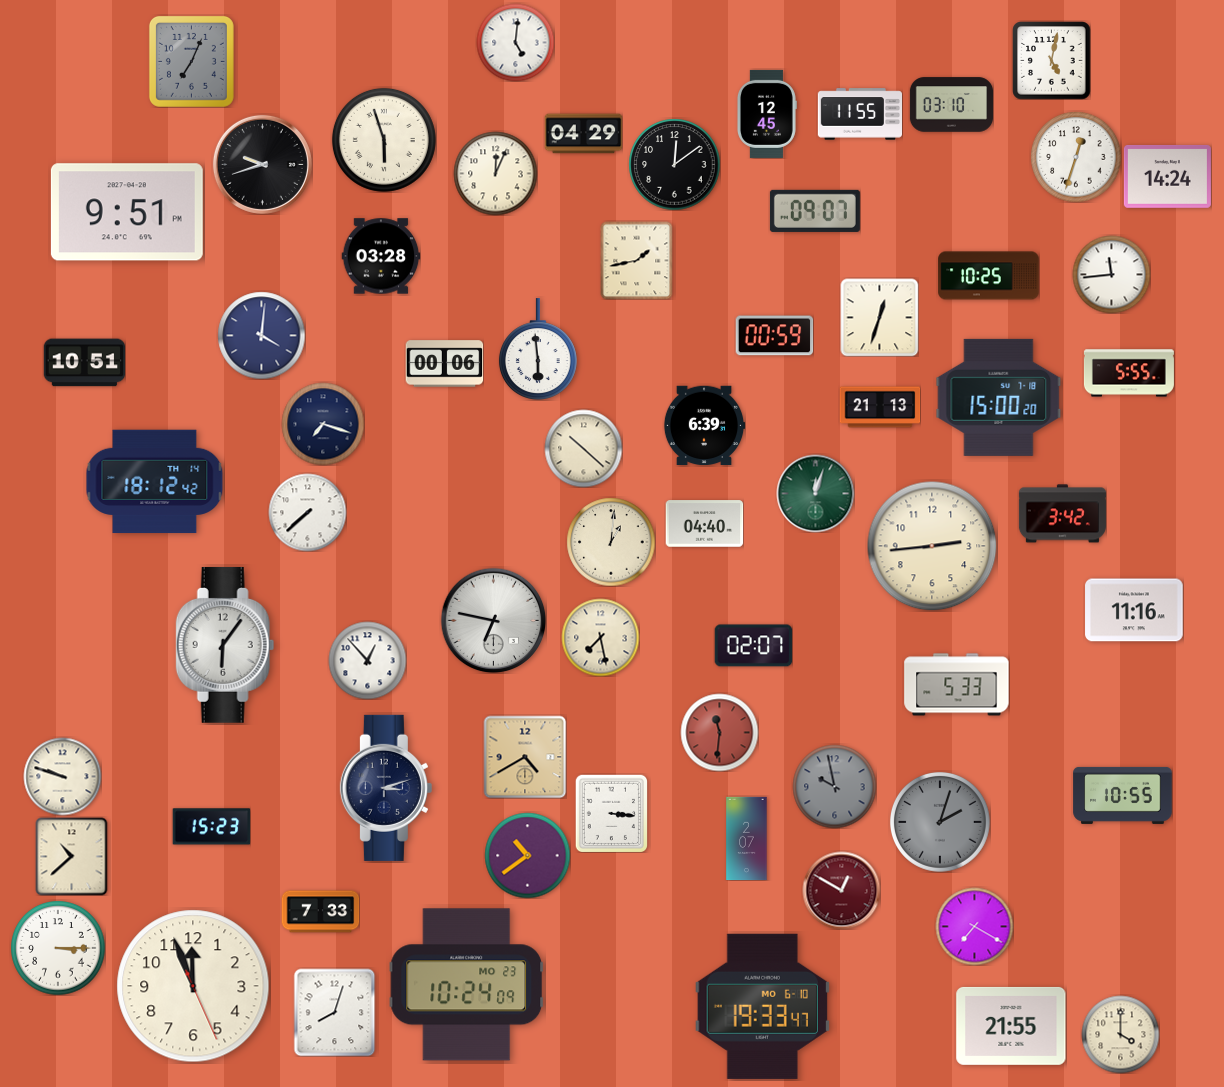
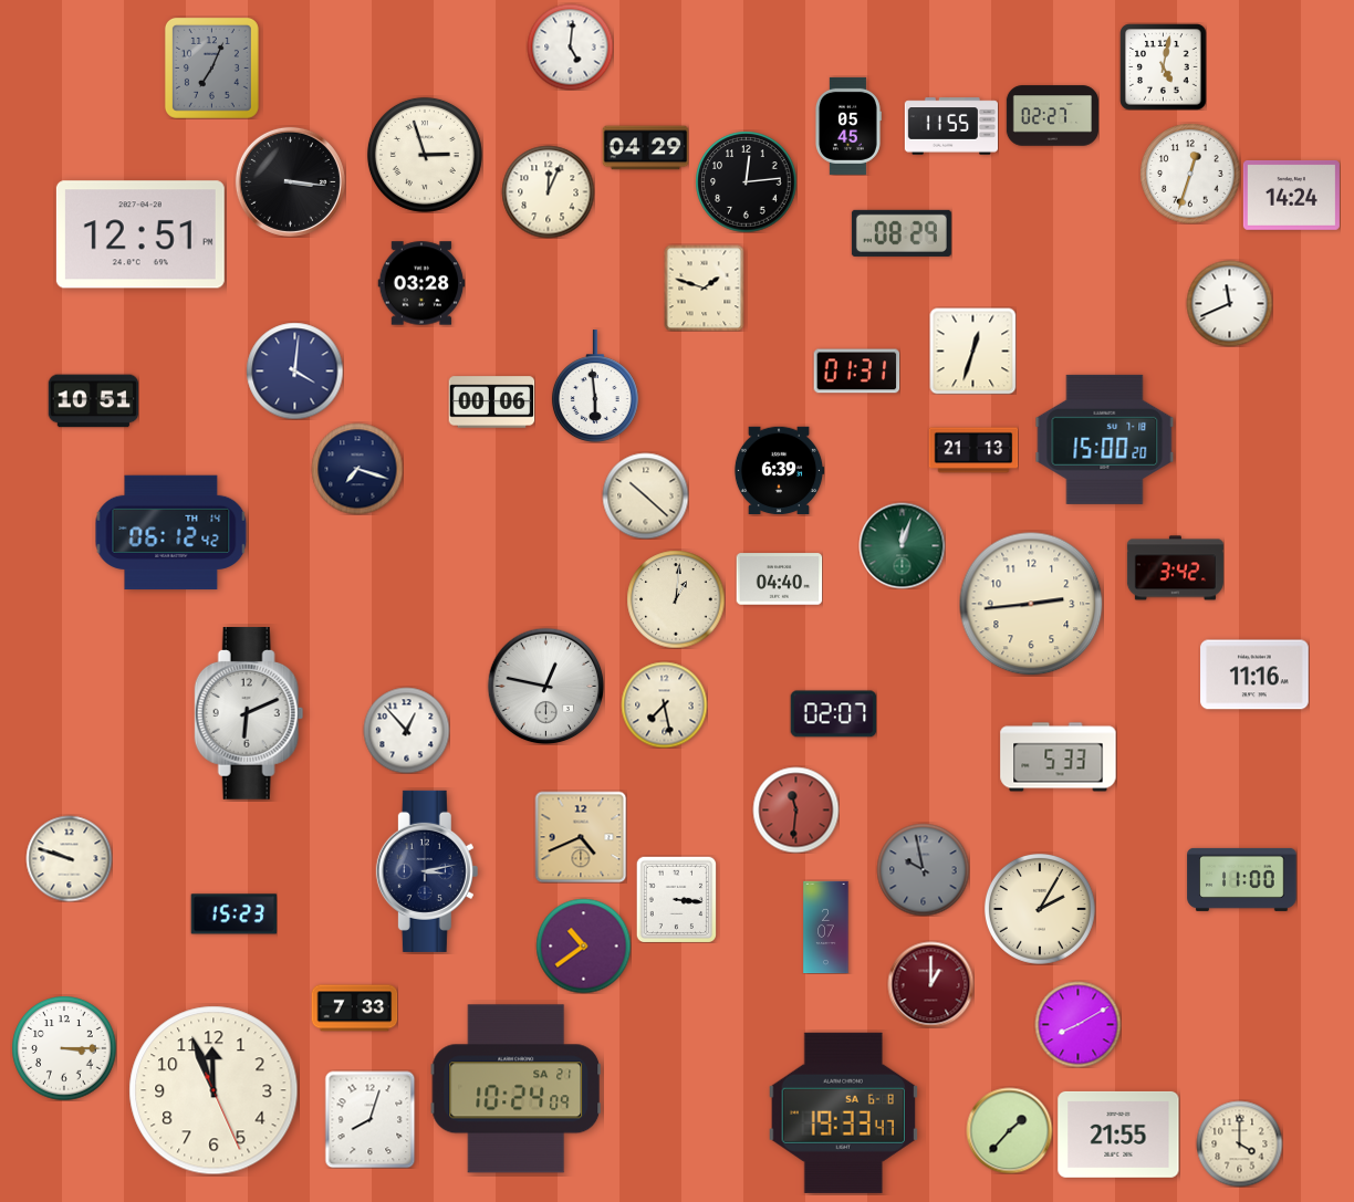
clock at (951, 105): 03:10 -> 02:27
clock at (766, 114): 12:45 -> 05:45
clock at (384, 140): 5:57 -> 2:57
clock at (262, 164): 9:42 -> 3:16
clock at (674, 164): 12:09 -> 12:14
clock at (815, 211): 09:07 -> 08:29
clock at (127, 212): 9:51 -> 12:51
clock at (637, 260): 1:43 -> 1:48
clock at (1111, 274): 11:44 -> 11:41
clock at (989, 276): 10:25 -> none
clock at (261, 335) position: (261, 335) -> (294, 370)
clock at (774, 336): 00:59 -> 01:31
clock at (1129, 373): 5:55 -> none
clock at (155, 482): 18:12 -> 06:12
clock at (307, 512): 7:38 -> none
clock at (493, 620): 6:47 -> 12:47
clock at (225, 645): 6:06 -> 6:11
clock at (525, 757): 4:40 -> 4:41
clock at (386, 788): 3:12 -> 3:13
clock at (1123, 795): 10:55 -> 11:00
clock at (940, 822): 2:03 -> 2:05
clock at (940, 822) dial: grey -> cream
clock at (72, 856): 10:38 -> none
clock at (841, 890): 12:50 -> 1:00
clock at (974, 926): 7:20 -> 8:10
clock at (467, 985) date: MO 23 -> SA 21
clock at (762, 1006) date: MO 6-10 -> SA 6-8
clock at (1009, 1130): none -> 1:37
